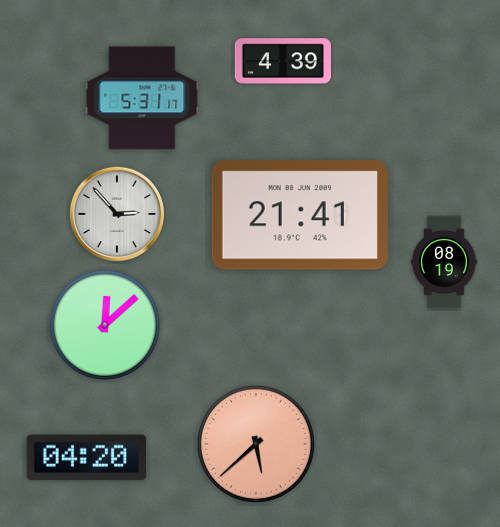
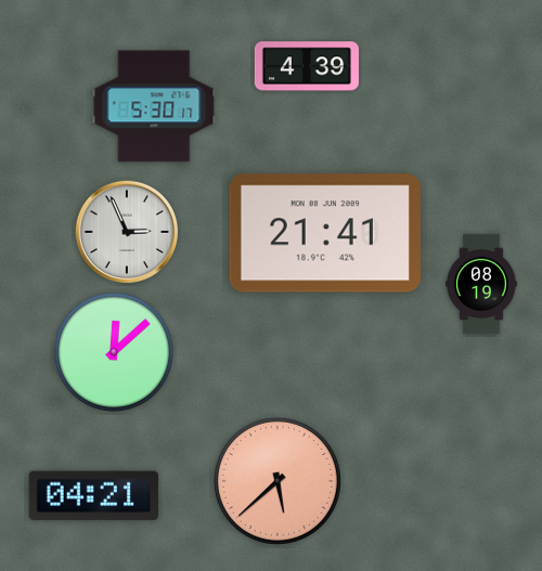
clock at (142, 98): 5:31 -> 5:30
clock at (116, 213): 2:53 -> 2:56
clock at (87, 458): 04:20 -> 04:21
